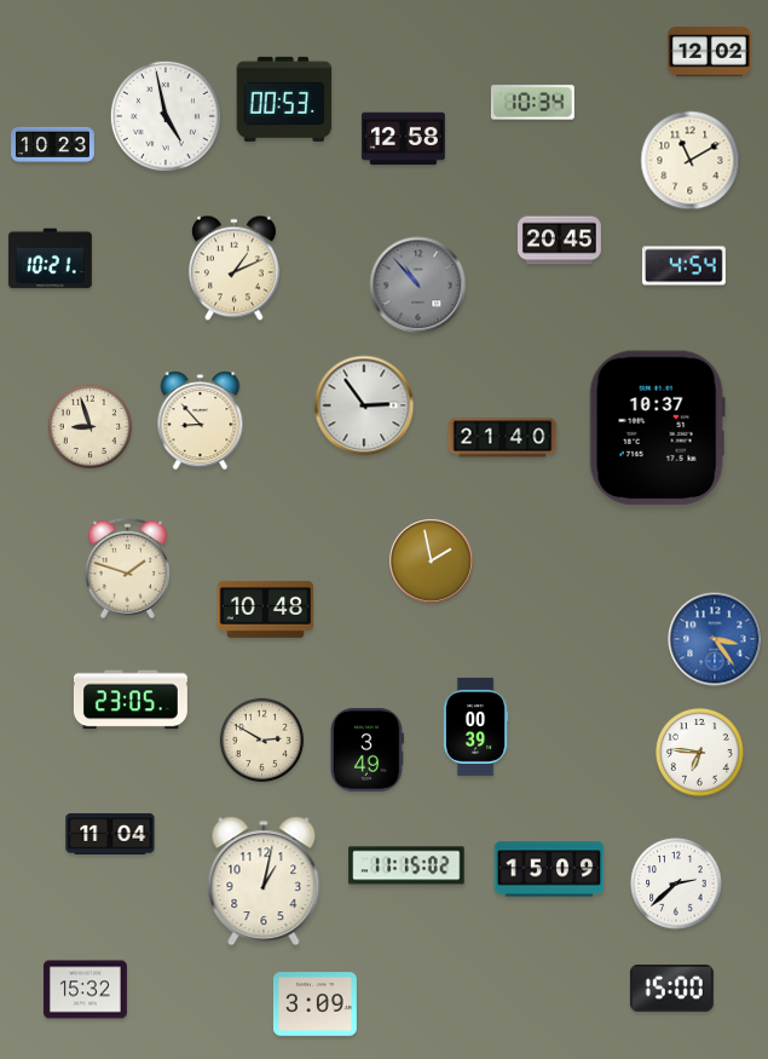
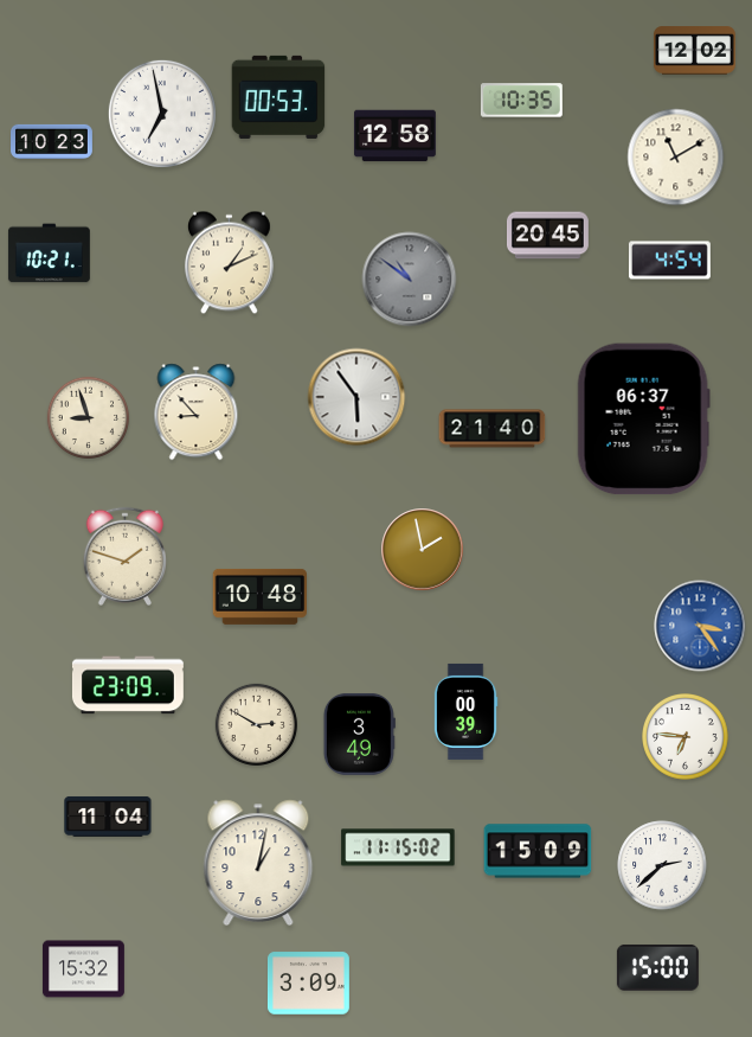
clock at (532, 103): 10:34 -> 10:35
clock at (166, 116): 4:58 -> 6:58
clock at (418, 286): 10:53 -> 10:51
clock at (364, 405): 2:54 -> 5:54
clock at (657, 428): 10:37 -> 06:37
clock at (131, 700): 23:05 -> 23:09
